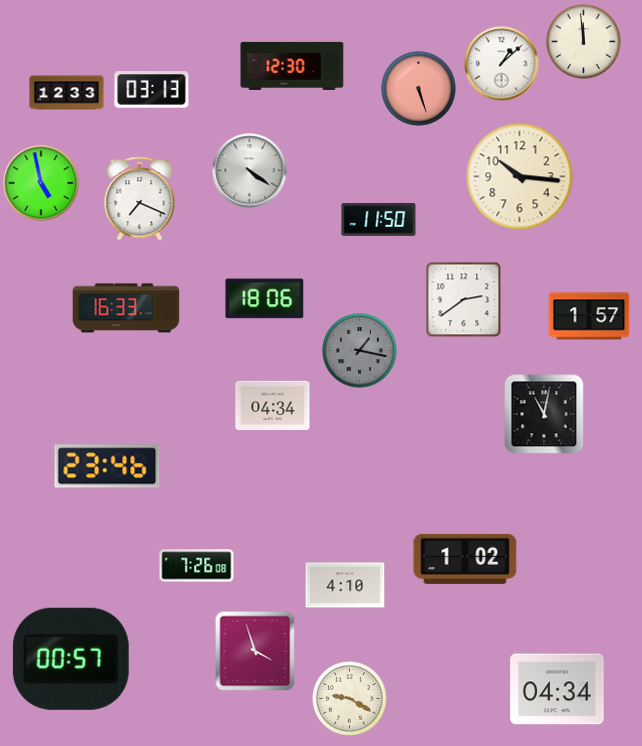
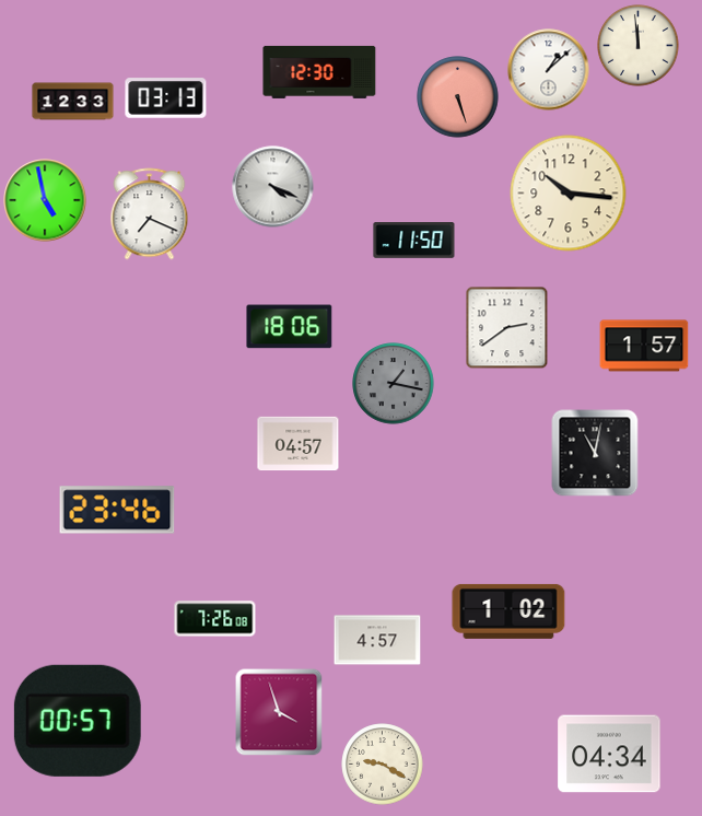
clock at (250, 171): 4:21 -> 4:19
clock at (140, 199) position: (140, 199) -> (150, 214)
clock at (126, 308): 16:33 -> none
clock at (273, 406): 04:34 -> 04:57
clock at (345, 585): 4:10 -> 4:57
